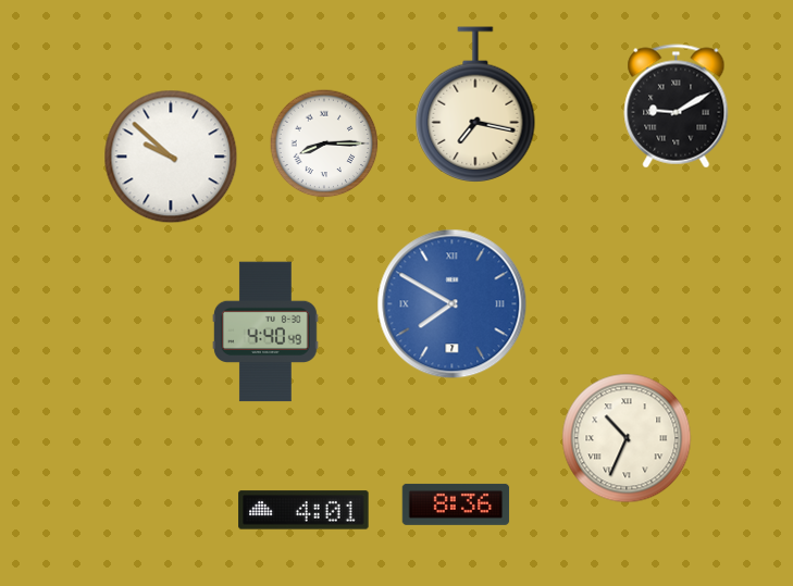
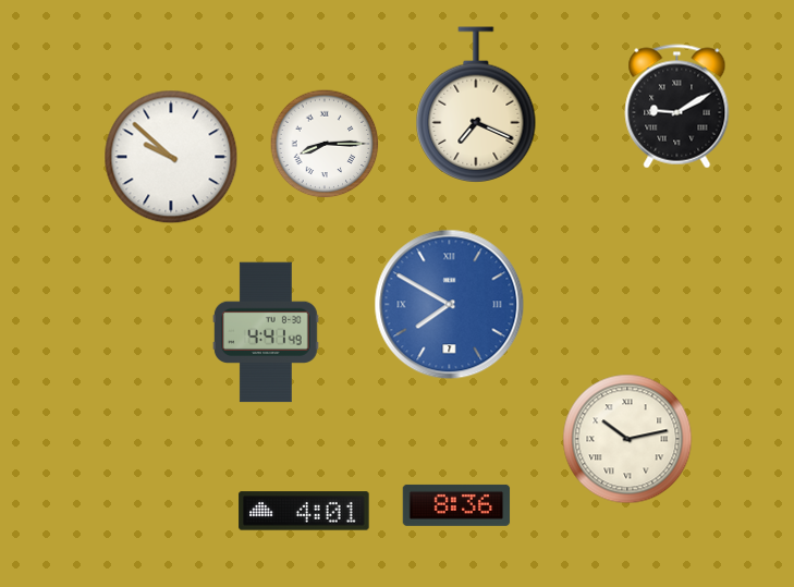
clock at (475, 104): 7:17 -> 7:19
clock at (453, 304) position: (453, 304) -> (450, 305)
clock at (265, 332): 4:40 -> 4:41
clock at (627, 438): 10:34 -> 10:13
